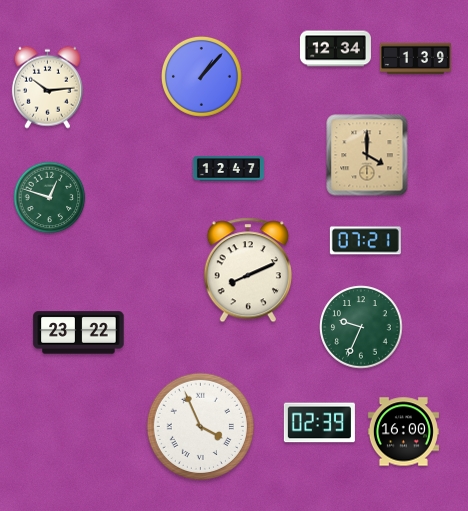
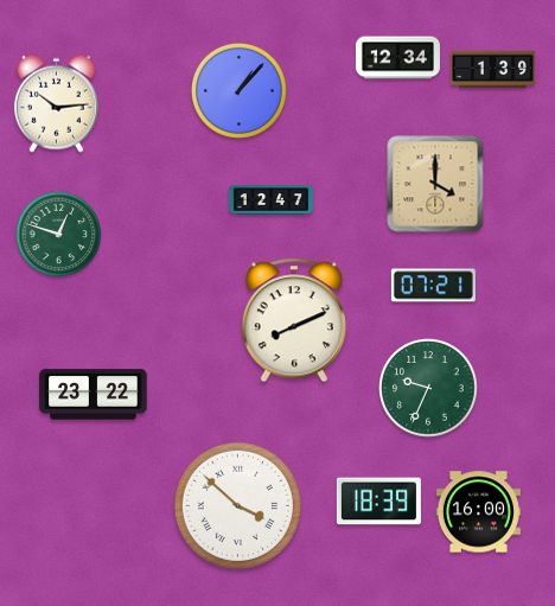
clock at (319, 423): 02:39 -> 18:39
clock at (200, 426): 3:56 -> 3:52
